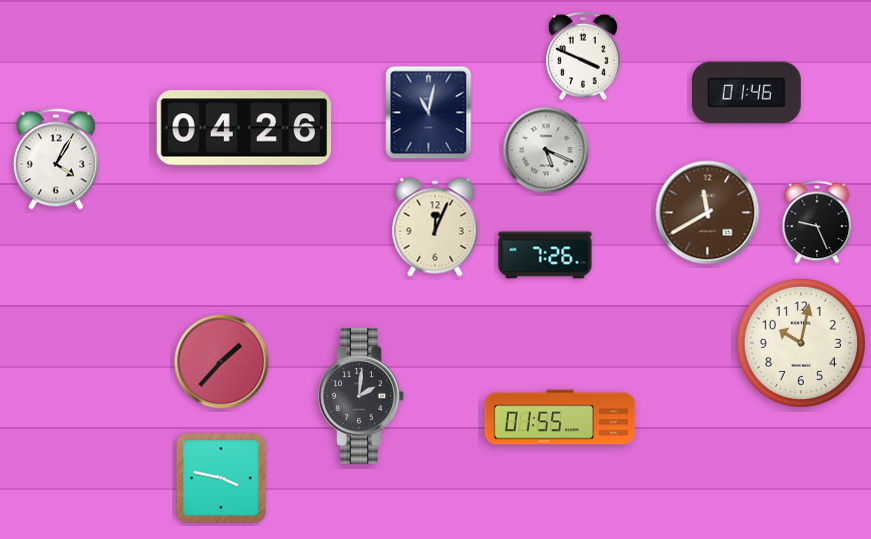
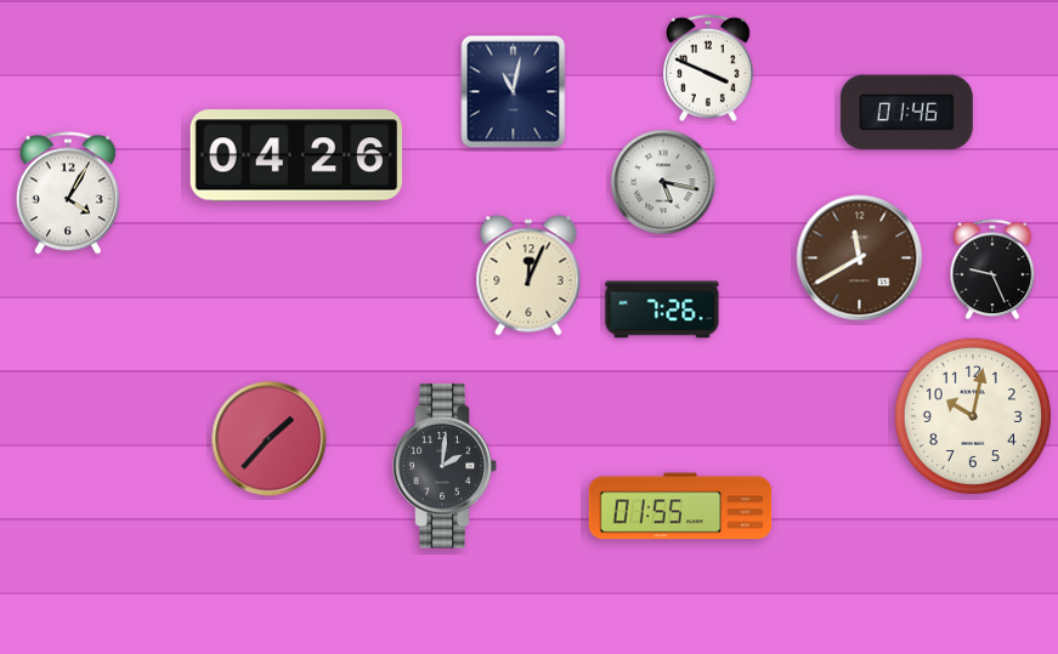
clock at (429, 113) position: (429, 113) -> (514, 92)
clock at (546, 150): 5:19 -> 5:17
clock at (361, 396) position: (361, 396) -> (445, 466)
clock at (221, 478): 3:47 -> none
